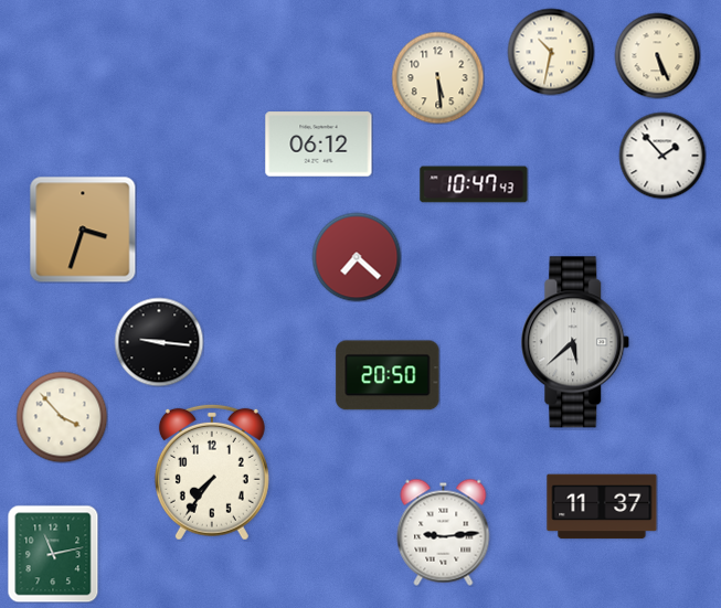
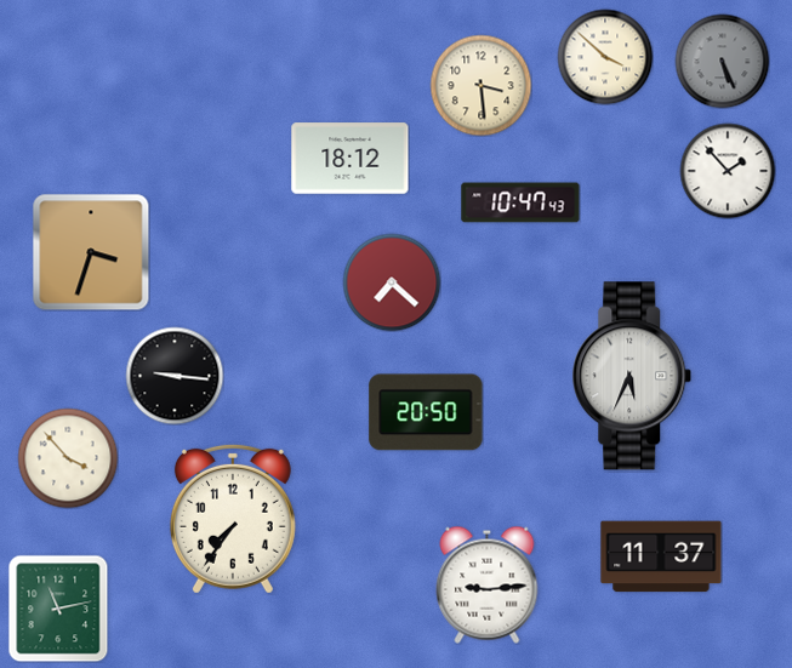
clock at (551, 52): 10:32 -> 3:52
clock at (657, 55) dial: cream -> grey
clock at (437, 77): 5:29 -> 3:29
clock at (319, 145): 06:12 -> 18:12
clock at (575, 342): 5:38 -> 5:34
